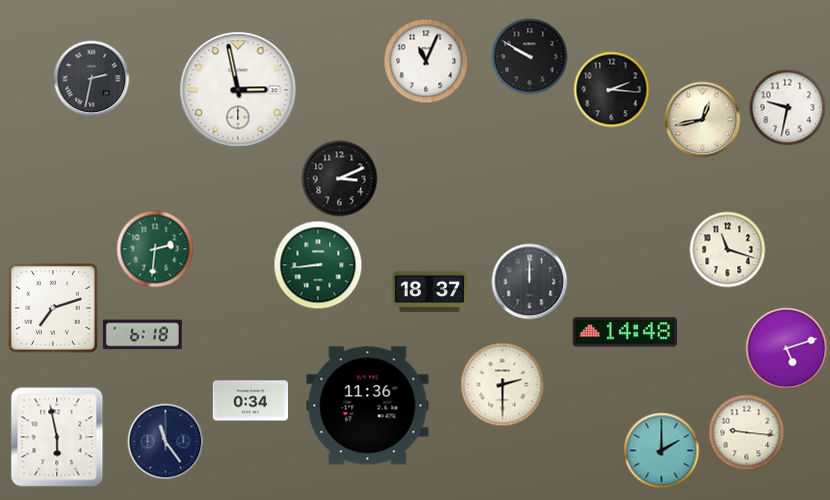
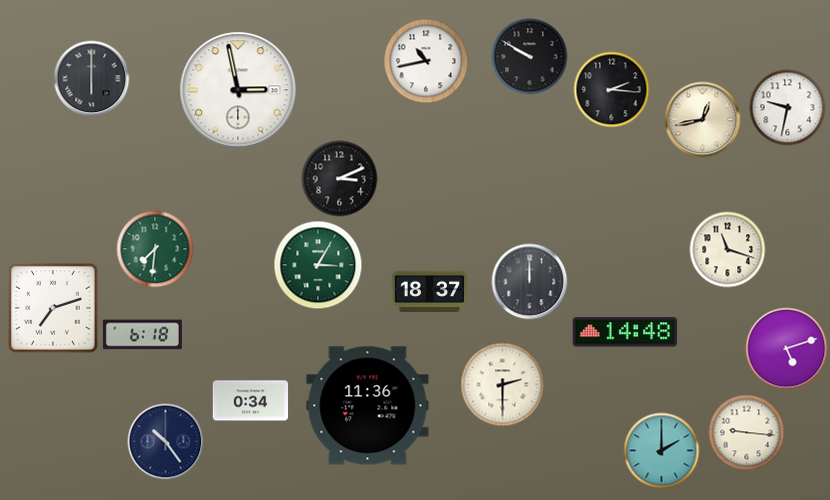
clock at (426, 61): 11:04 -> 10:43
clock at (92, 79): 2:32 -> 6:00
clock at (155, 249): 2:31 -> 7:31
clock at (318, 265): 8:44 -> 3:05
clock at (57, 437): 5:58 -> none
clock at (166, 442): 11:24 -> 10:24
